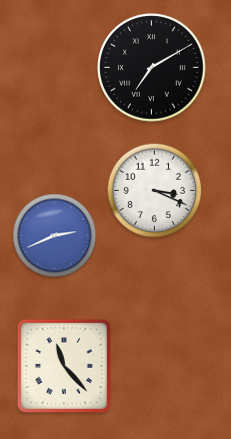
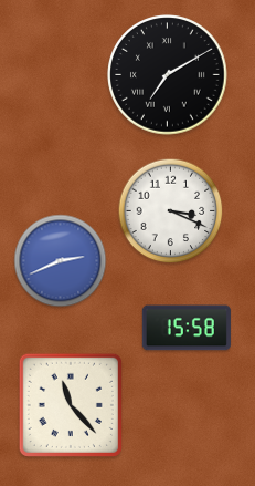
clock at (187, 328): none -> 15:58
